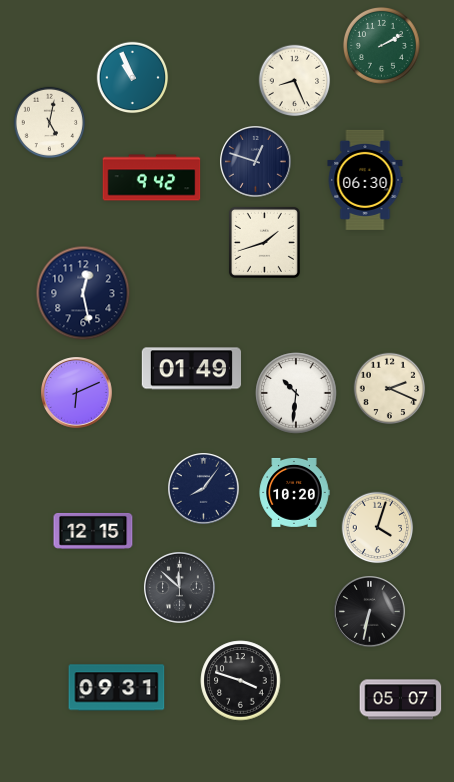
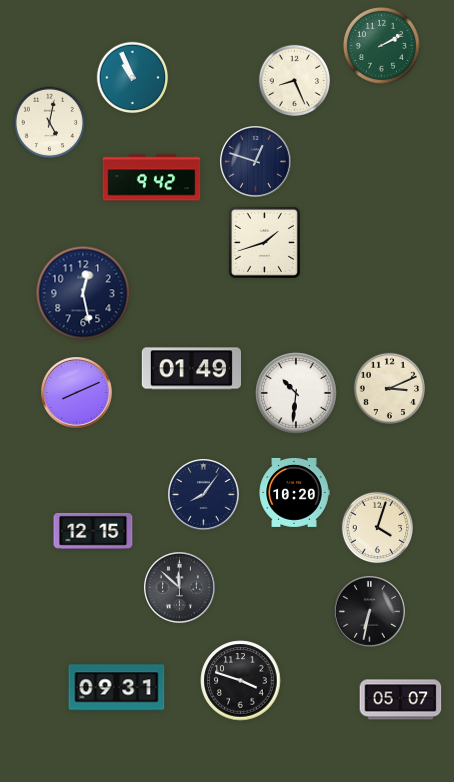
clock at (365, 180): 06:30 -> none
clock at (390, 389): 2:19 -> 3:11
clock at (77, 393): 6:11 -> 8:11
clock at (204, 489) position: (204, 489) -> (204, 495)
